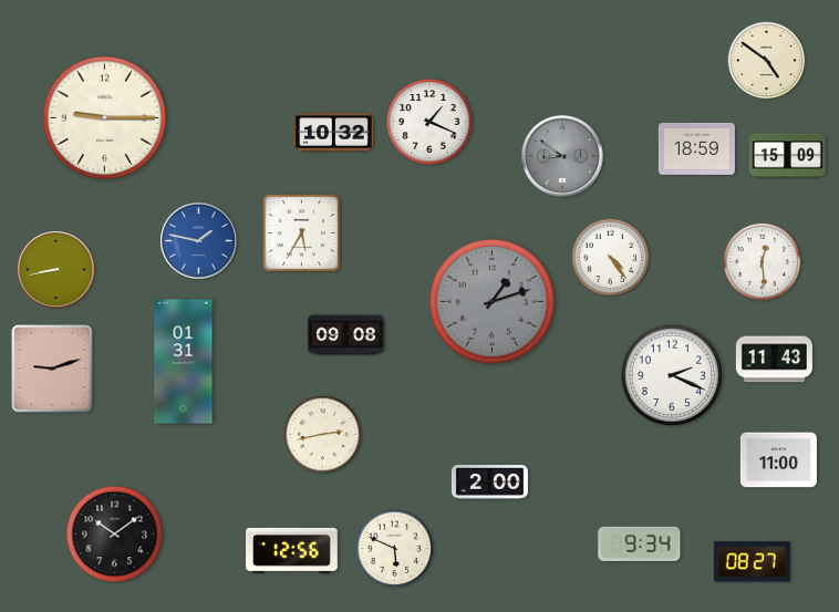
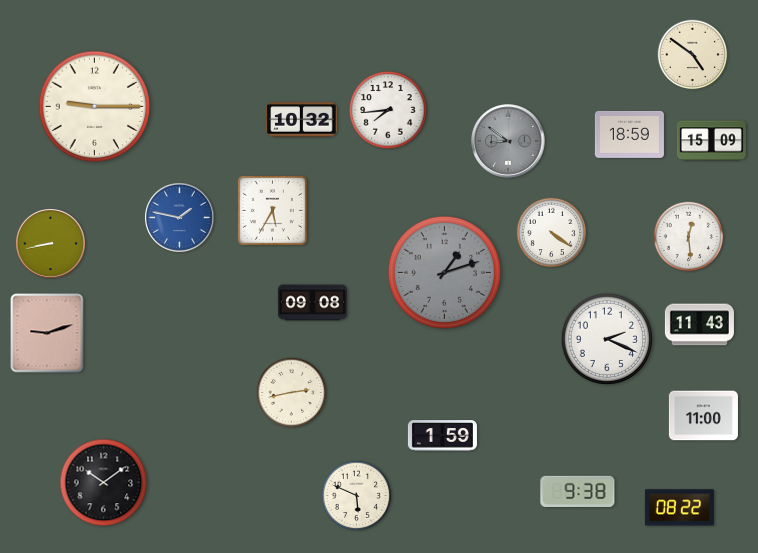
clock at (429, 122): 1:19 -> 7:44
clock at (611, 258): 4:24 -> 4:21
clock at (184, 362): 01:31 -> none
clock at (489, 483): 2:00 -> 1:59
clock at (640, 543): 9:34 -> 9:38
clock at (292, 550): 12:56 -> none
clock at (752, 562): 08:27 -> 08:22
